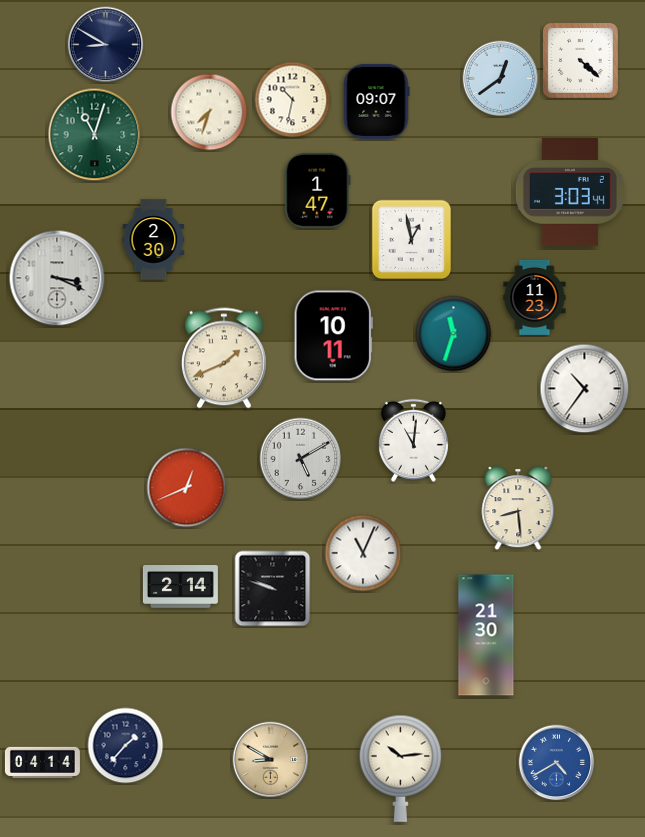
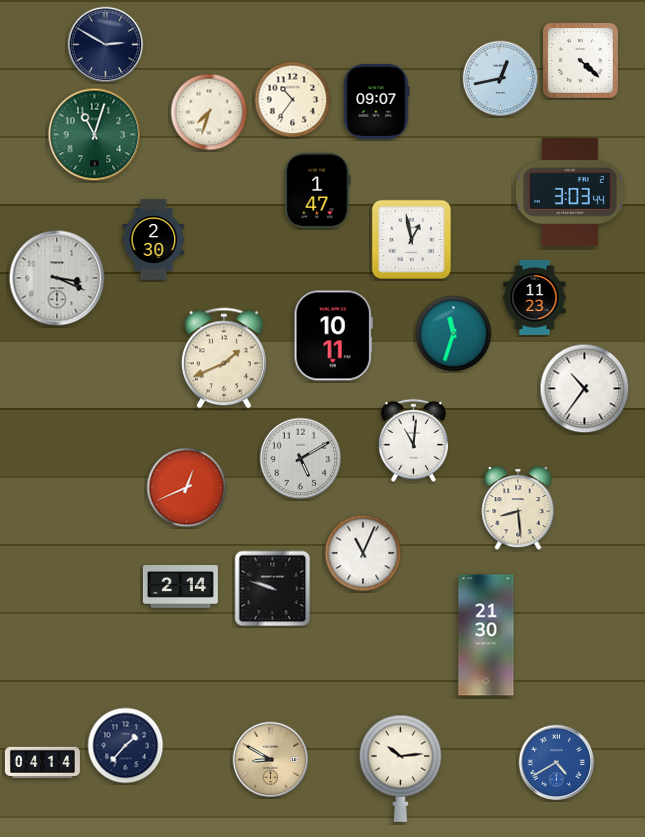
clock at (106, 45): 8:50 -> 2:50
clock at (501, 79): 12:39 -> 12:43
clock at (293, 100): 10:32 -> 10:36
